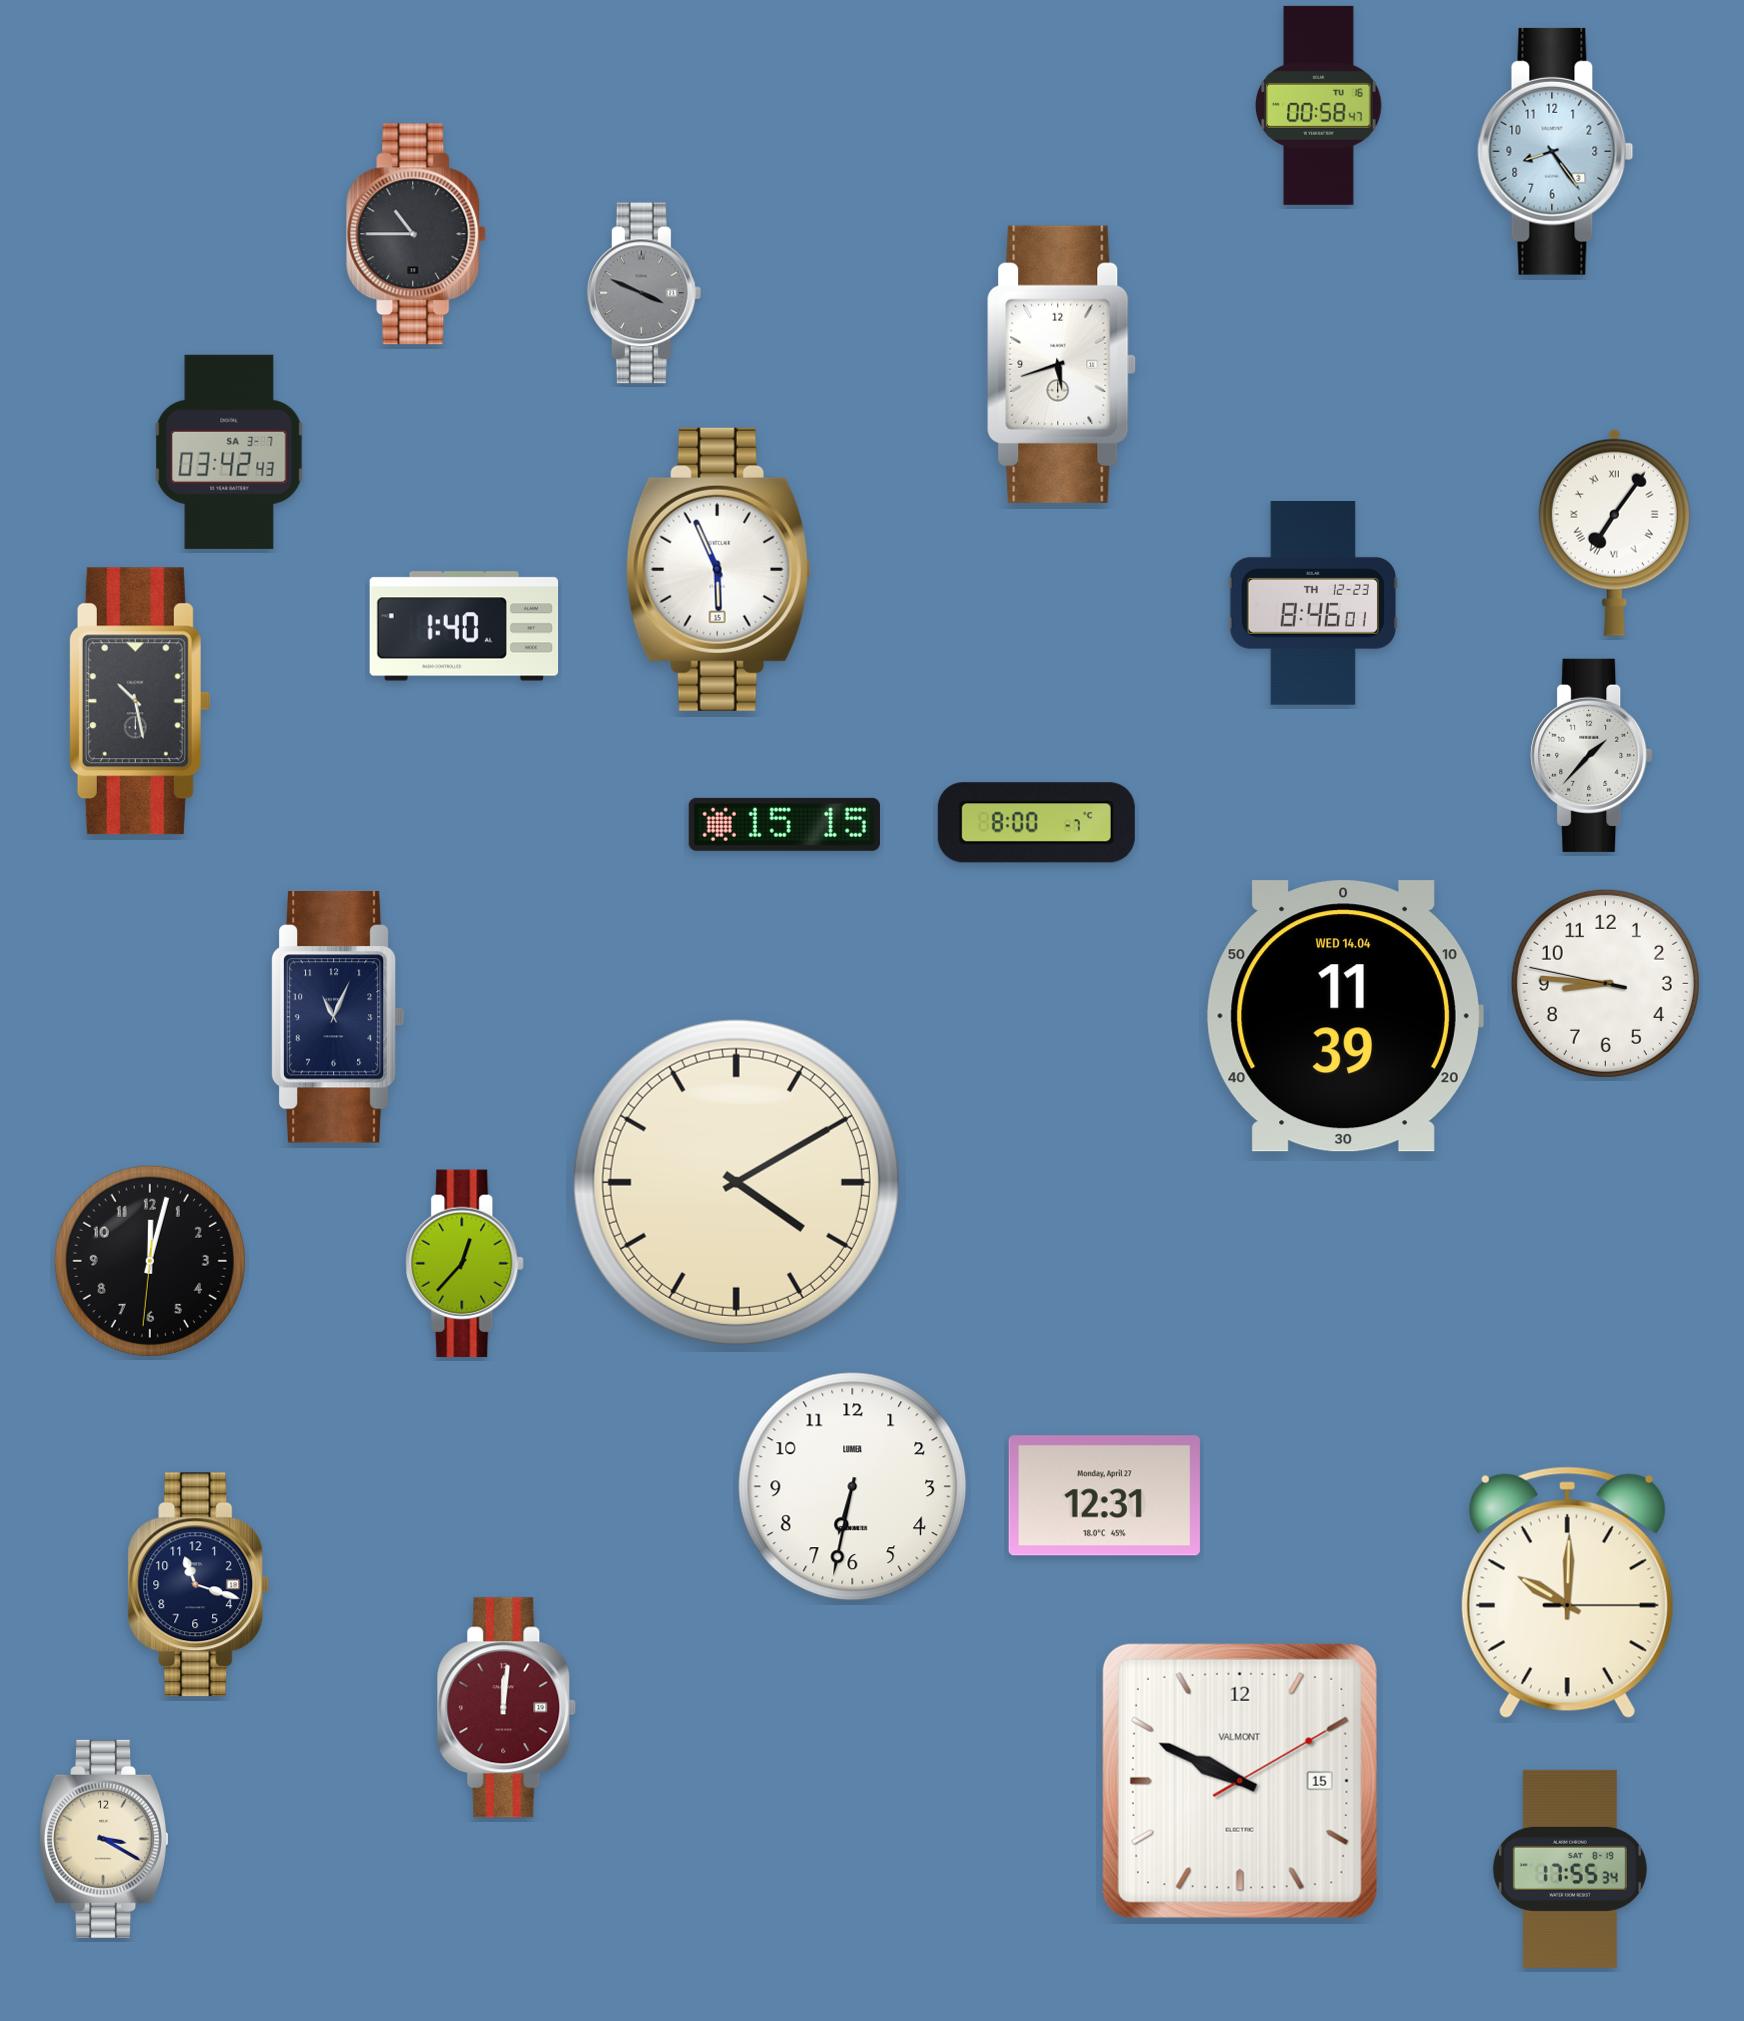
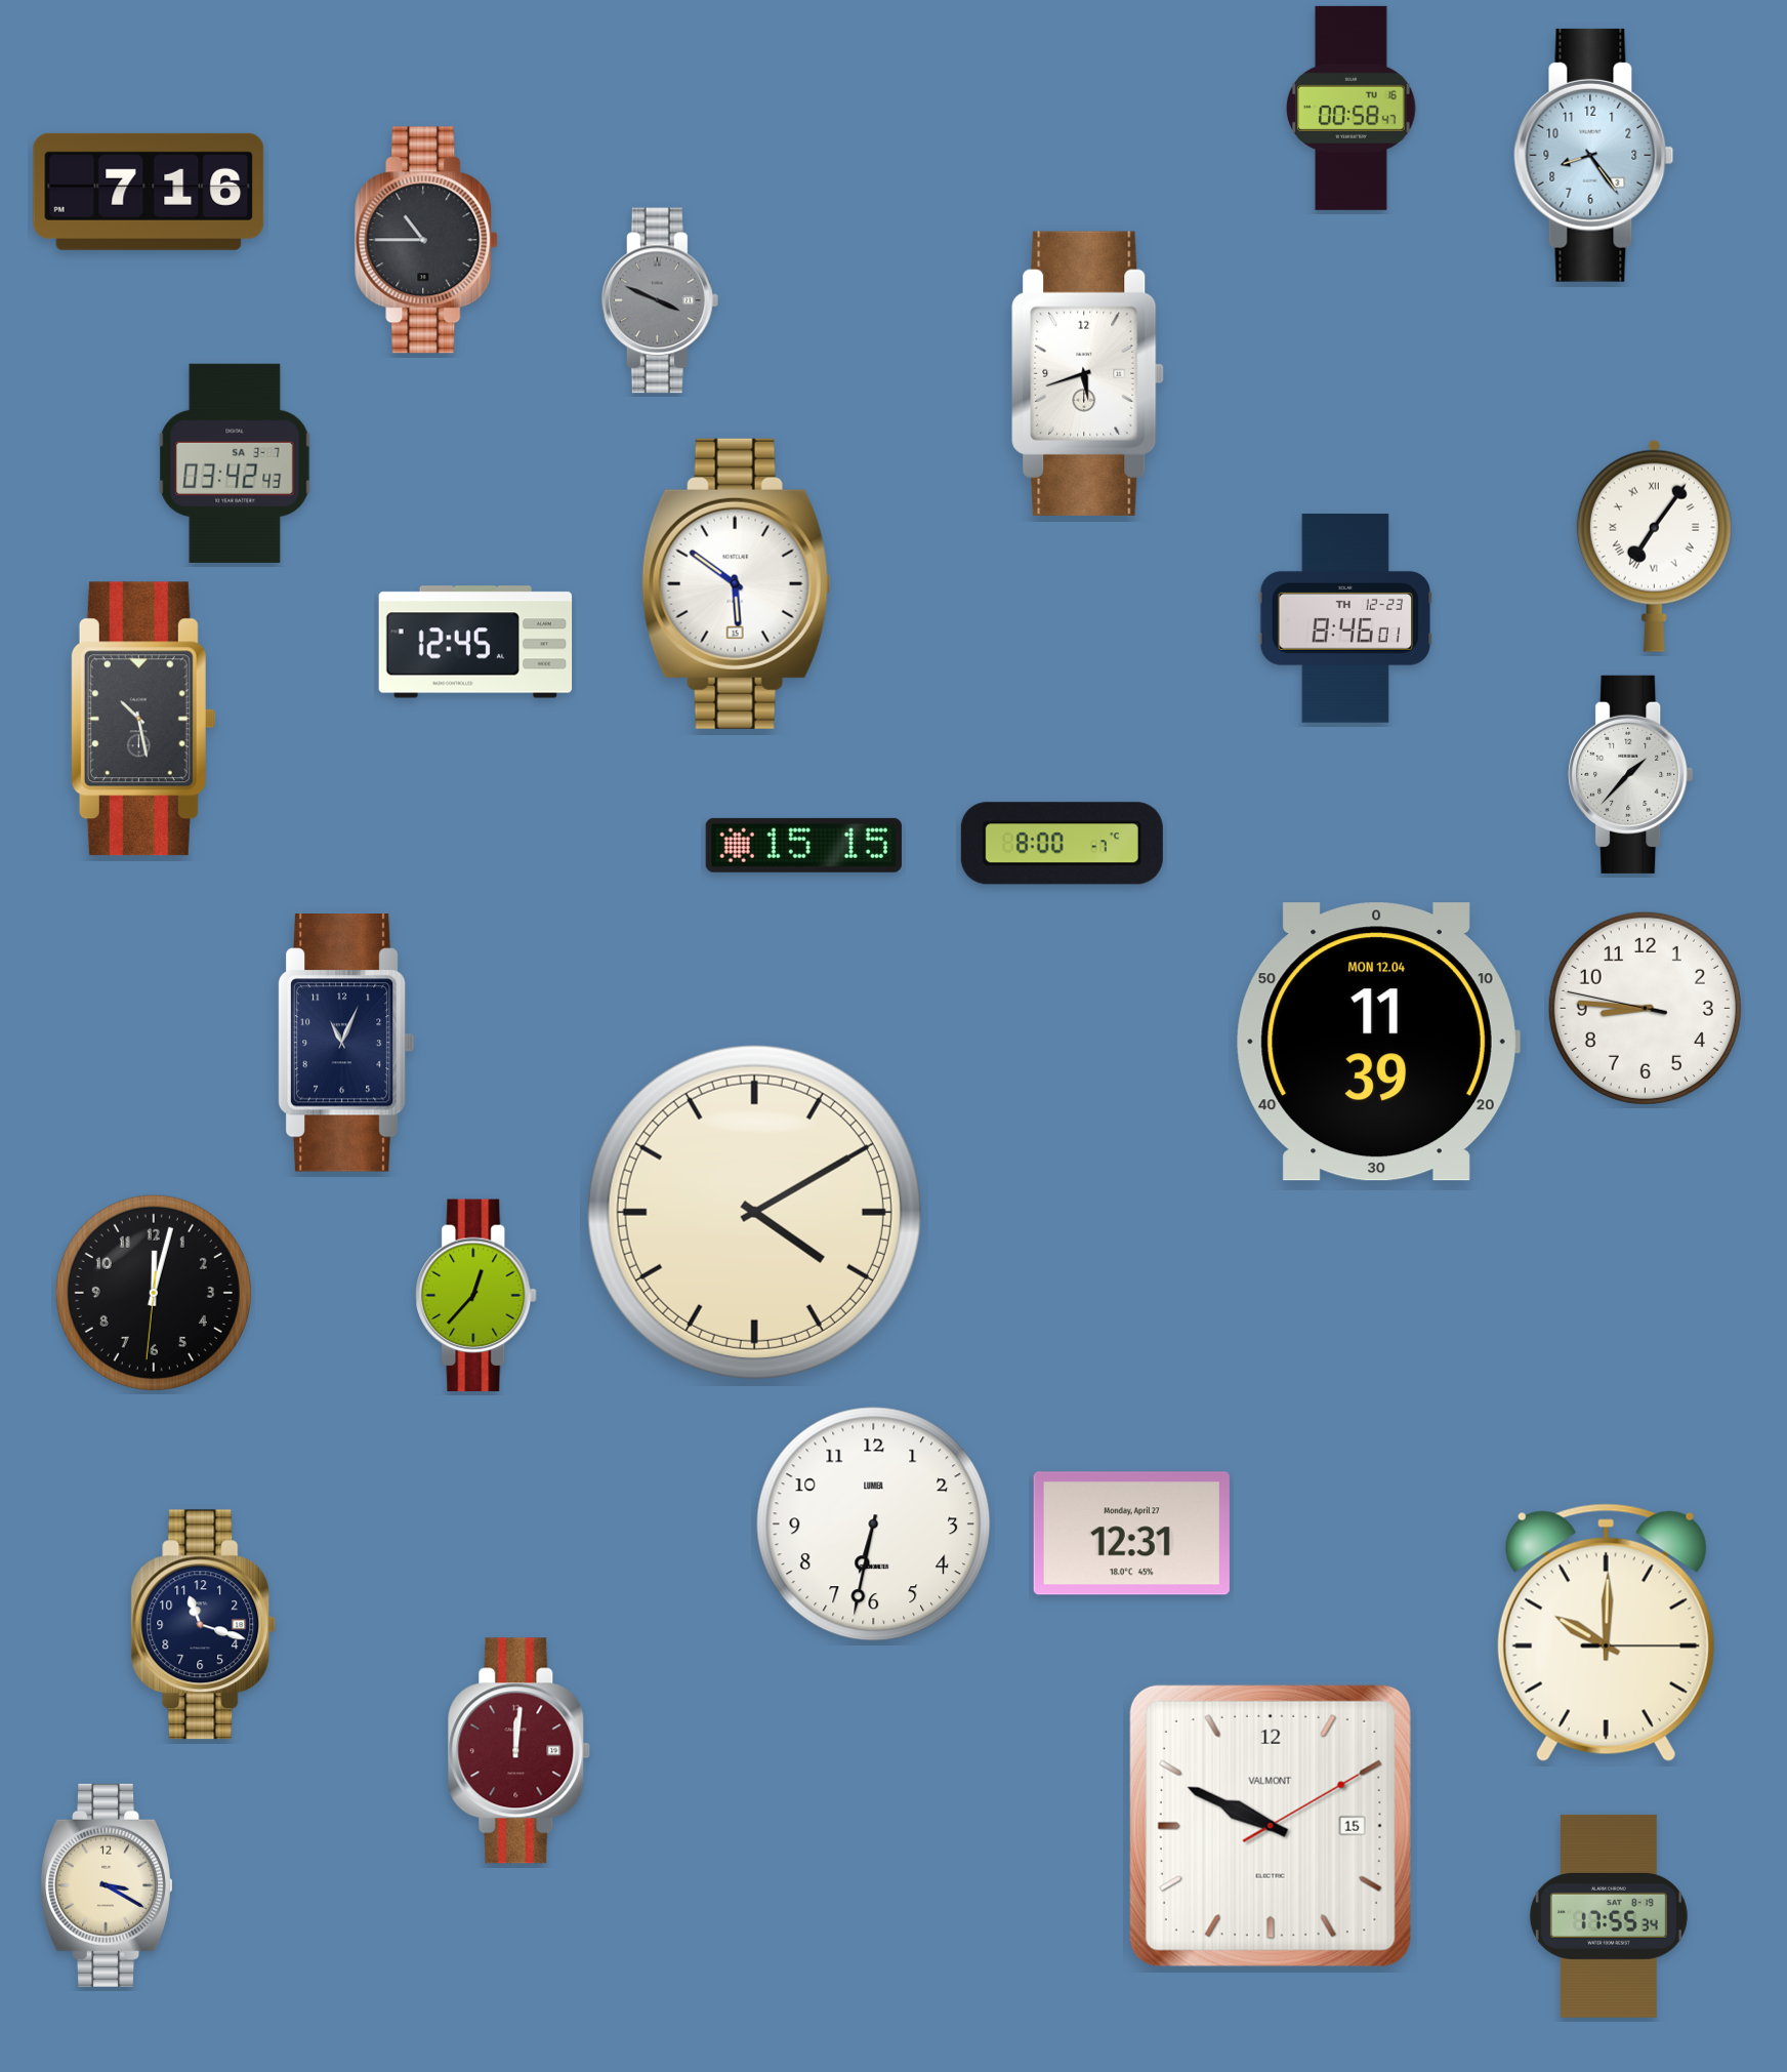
clock at (149, 192): none -> 7:16
clock at (718, 569): 5:56 -> 5:51
clock at (464, 626): 1:40 -> 12:45
clock at (1345, 1016) date: WED 14.04 -> MON 12.04
